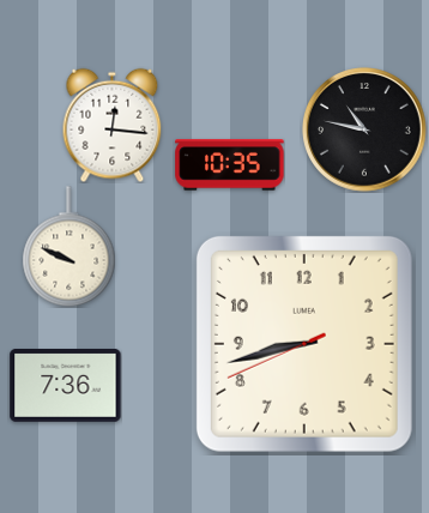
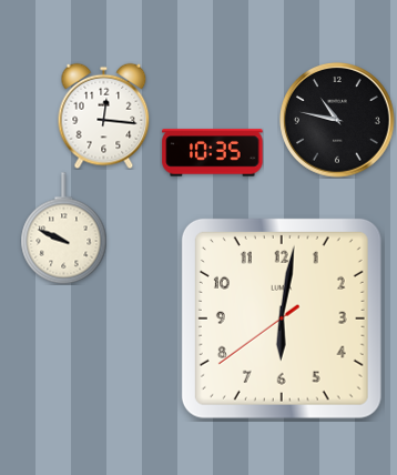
clock at (304, 344): 8:42 -> 6:01
clock at (66, 386): 7:36 -> none
